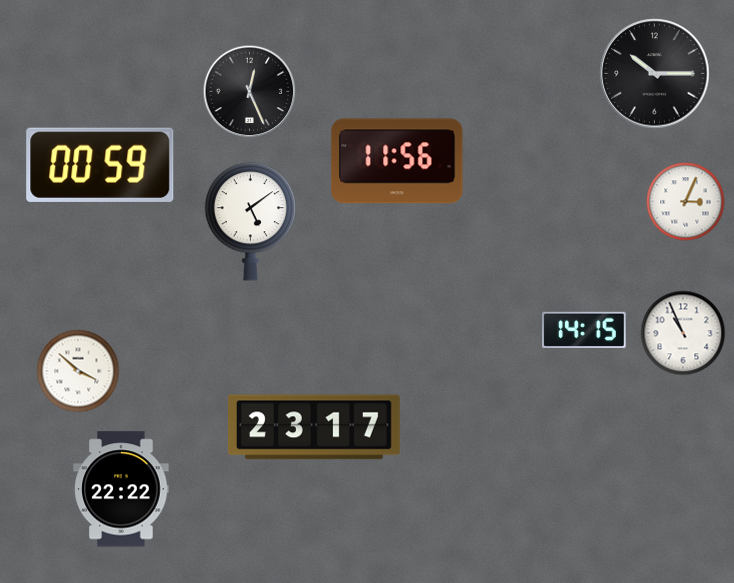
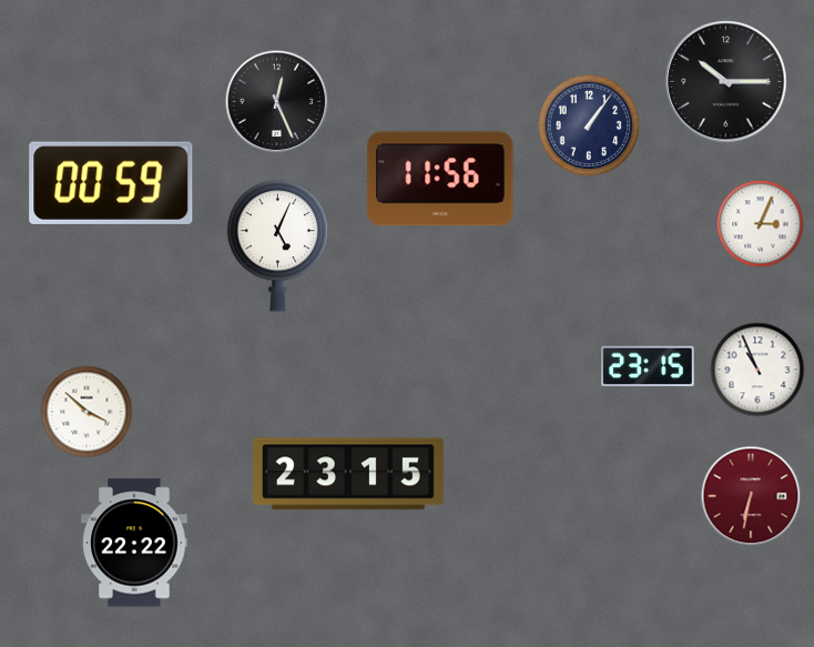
clock at (589, 125): none -> 1:06
clock at (251, 222): 5:09 -> 5:04
clock at (584, 329): 14:15 -> 23:15
clock at (314, 427): 23:17 -> 23:15
clock at (751, 496): none -> 6:32
